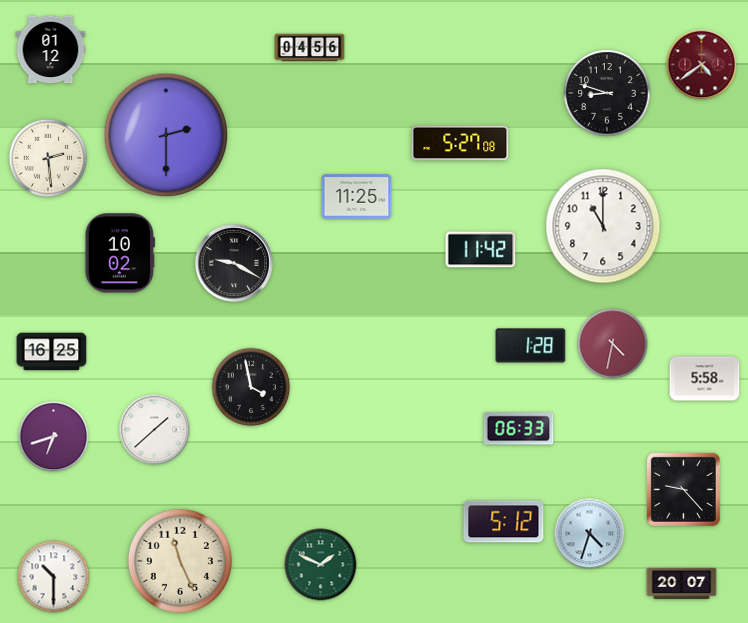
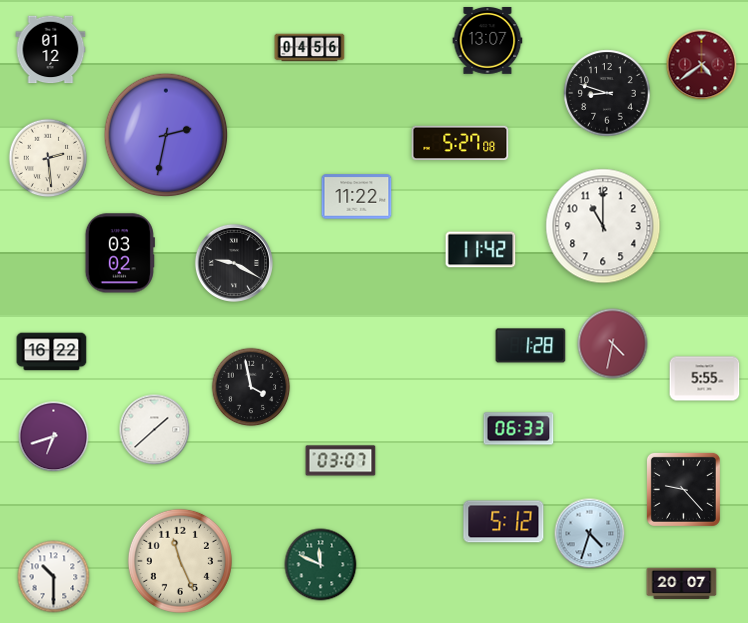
clock at (488, 41): none -> 13:07
clock at (166, 135): 2:30 -> 2:32
clock at (357, 197): 11:25 -> 11:22
clock at (120, 253): 10:02 -> 03:02
clock at (52, 352): 16:25 -> 16:22
clock at (705, 379): 5:58 -> 5:55
clock at (341, 461): none -> 03:07
clock at (321, 565): 1:49 -> 11:49
